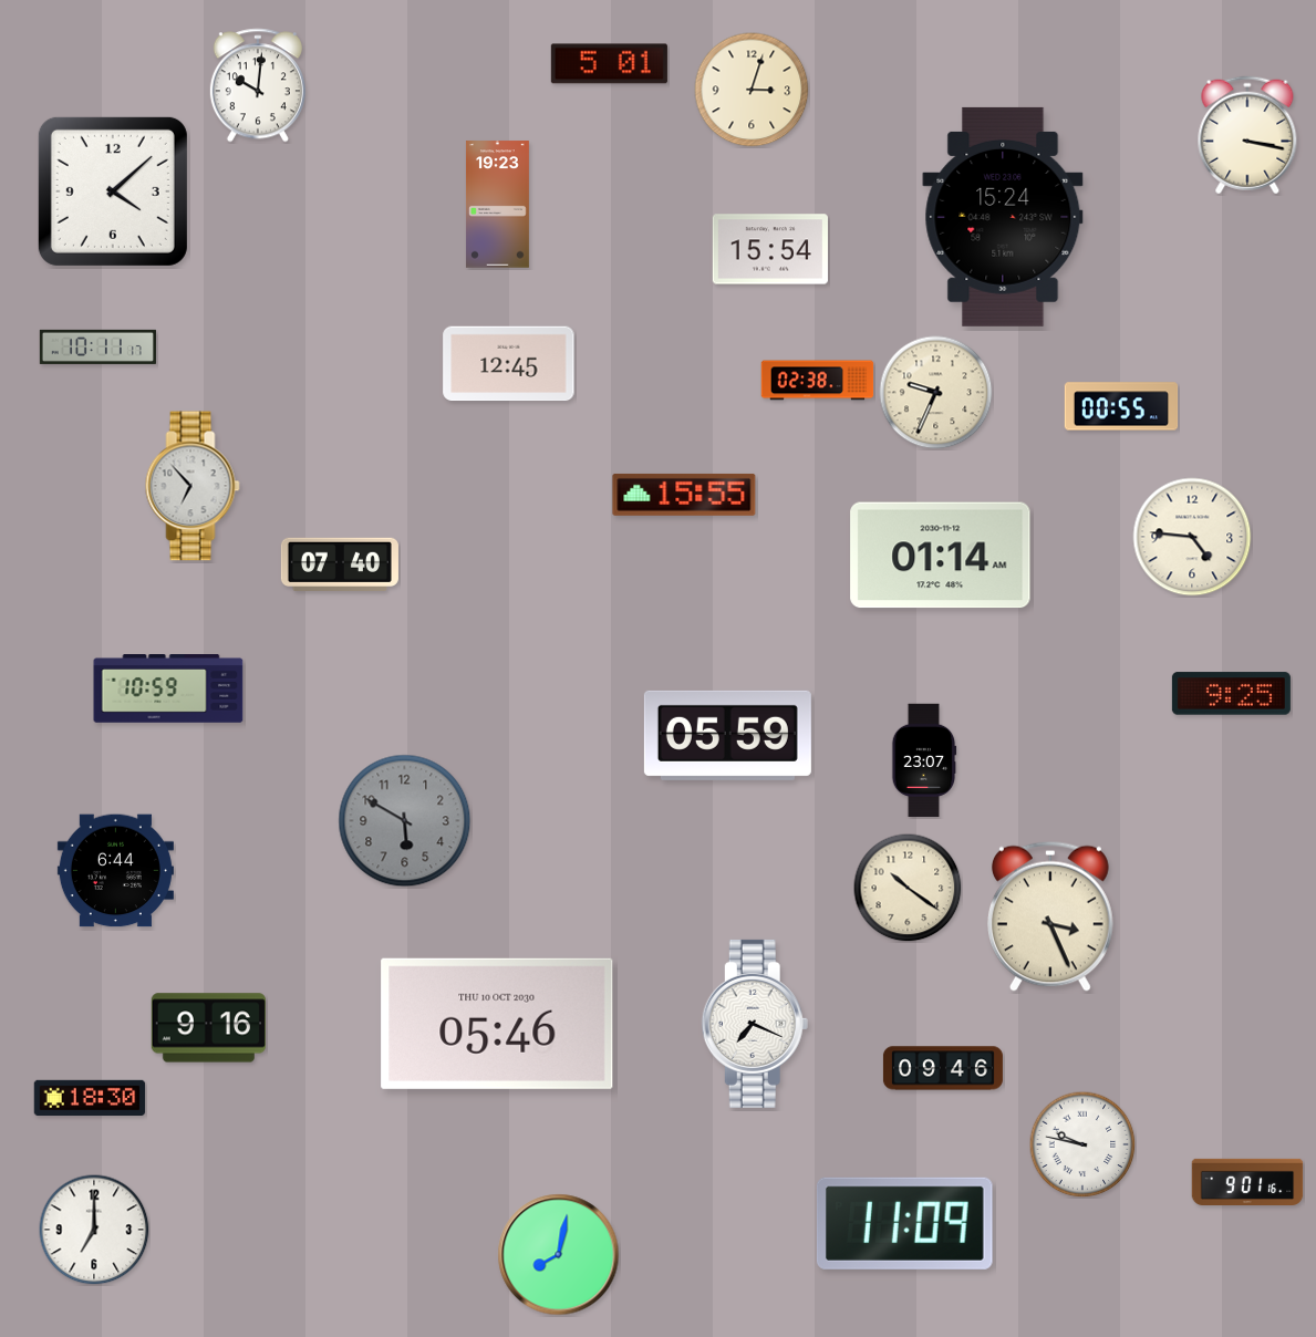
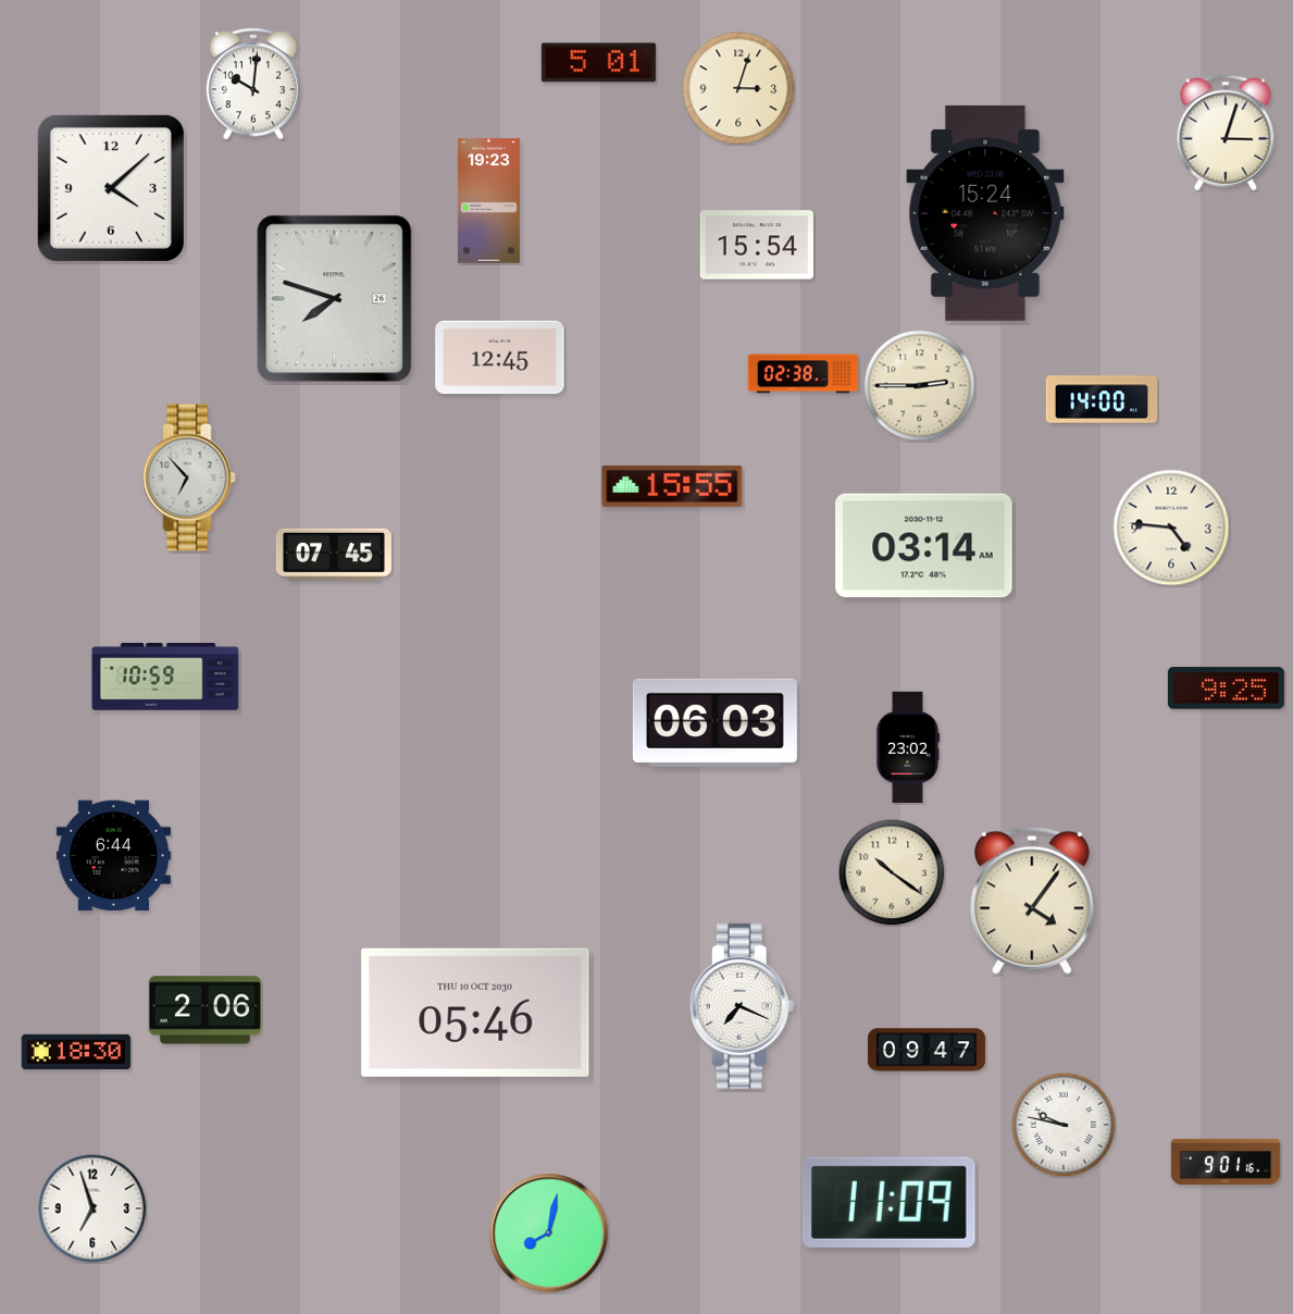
clock at (1247, 135): 3:17 -> 3:03
clock at (335, 299): none -> 7:48
clock at (97, 346): 10:11 -> none
clock at (936, 393): 9:34 -> 2:45
clock at (1121, 406): 00:55 -> 14:00
clock at (941, 556): 01:14 -> 03:14
clock at (340, 564): 07:40 -> 07:45
clock at (1231, 694) position: (1231, 694) -> (1226, 689)
clock at (727, 735): 05:59 -> 06:03
clock at (924, 760): 23:07 -> 23:02
clock at (405, 821): 5:50 -> none
clock at (1050, 916): 3:26 -> 4:06
clock at (497, 1024) position: (497, 1024) -> (475, 1013)
clock at (208, 1028): 9:16 -> 2:06
clock at (943, 1068): 09:46 -> 09:47
clock at (90, 1097) position: (90, 1097) -> (76, 1051)
clock at (94, 1230): 7:00 -> 6:57
